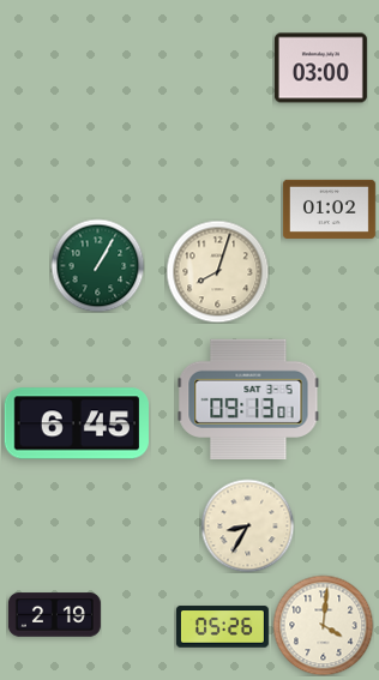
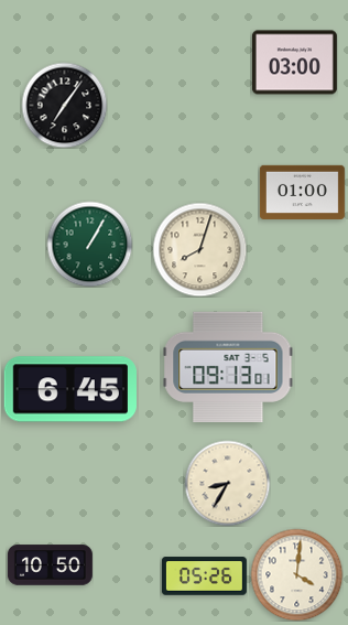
clock at (64, 105): none -> 7:06
clock at (329, 209): 01:02 -> 01:00
clock at (54, 615): 2:19 -> 10:50
